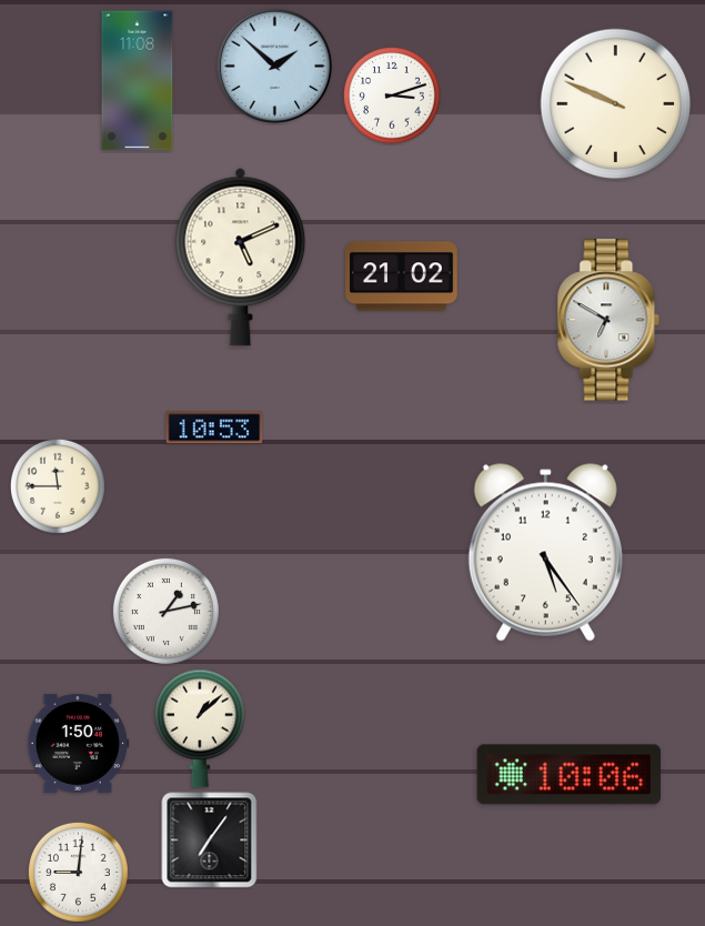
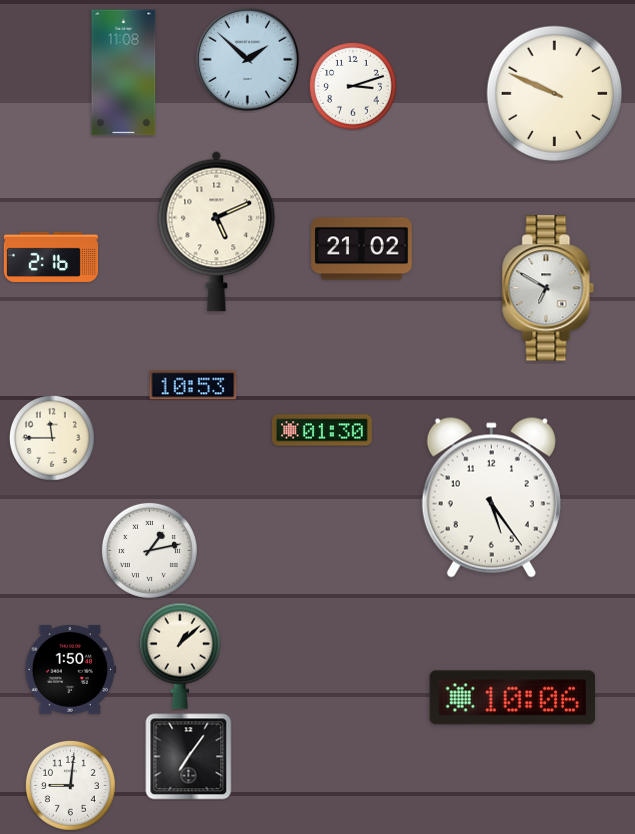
clock at (51, 256): none -> 2:16
clock at (323, 430): none -> 01:30
